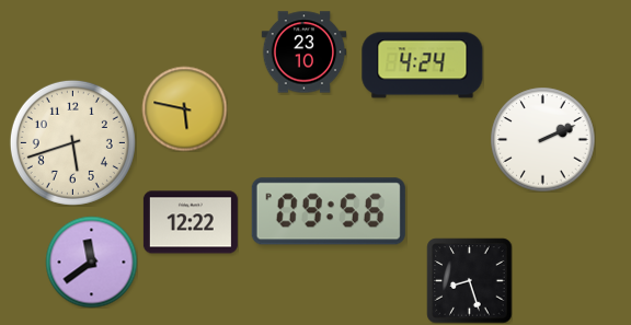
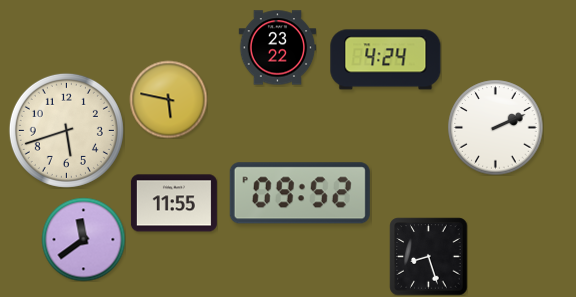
clock at (303, 53): 23:10 -> 23:22
clock at (329, 211): 09:56 -> 09:52
clock at (191, 222): 12:22 -> 11:55
